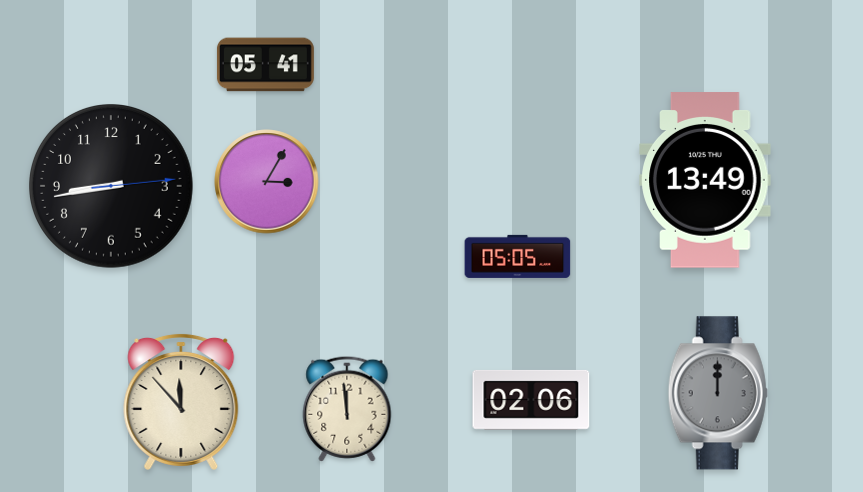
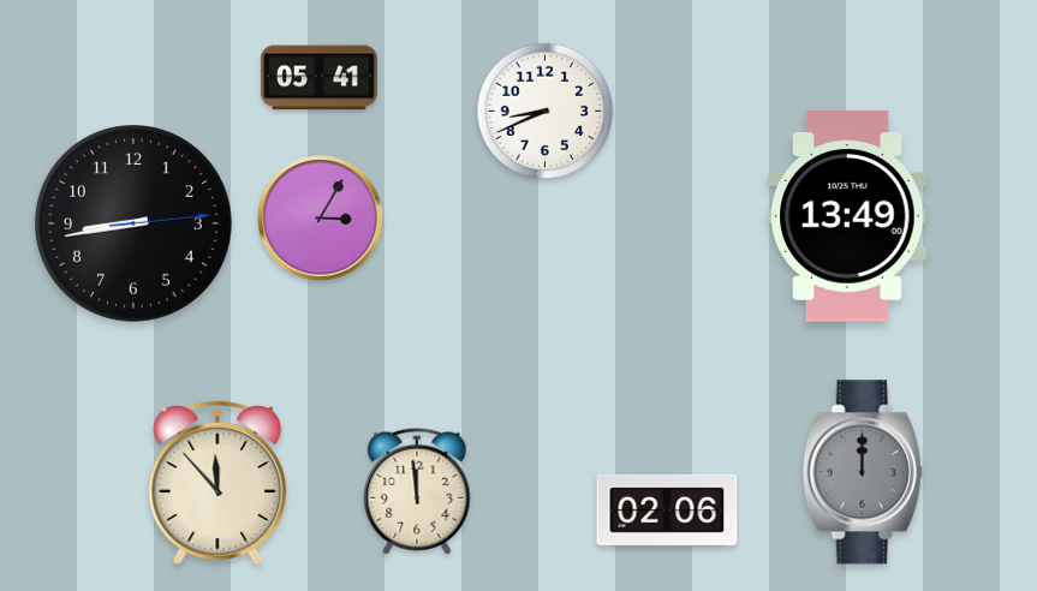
clock at (546, 112): none -> 8:41
clock at (518, 256): 05:05 -> none
clock at (531, 400) position: (531, 400) -> (667, 511)
